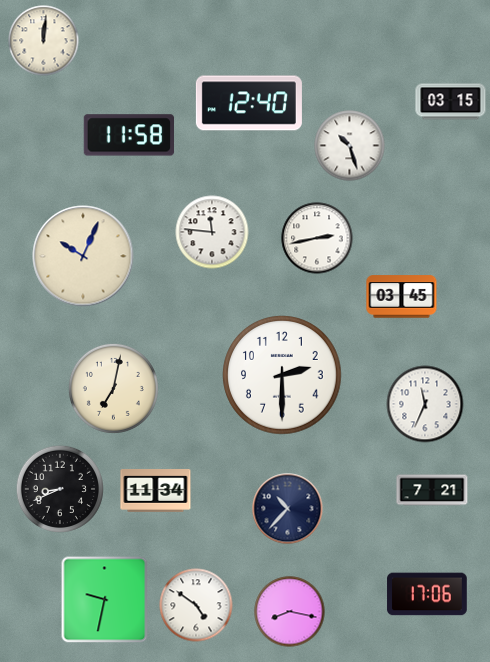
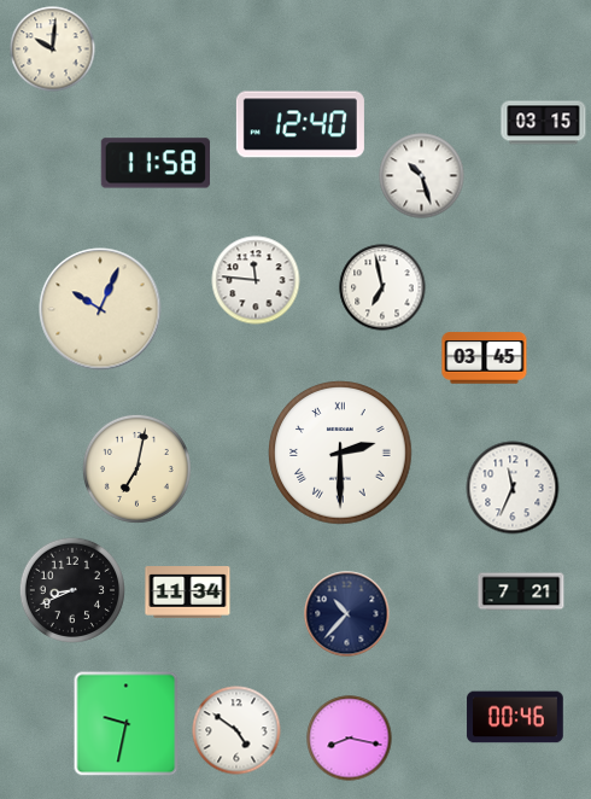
clock at (44, 41): 12:01 -> 10:01
clock at (317, 238): 2:43 -> 6:58
clock at (282, 375) numerals: Arabic -> Roman
clock at (427, 594): 17:06 -> 00:46
